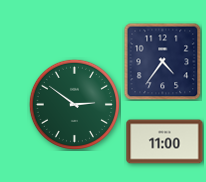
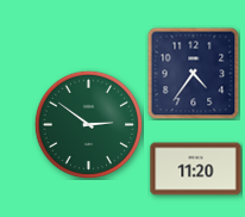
clock at (165, 142): 11:00 -> 11:20
